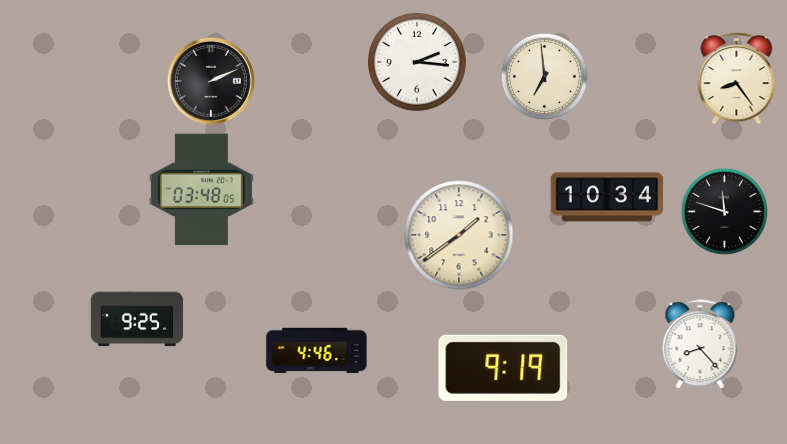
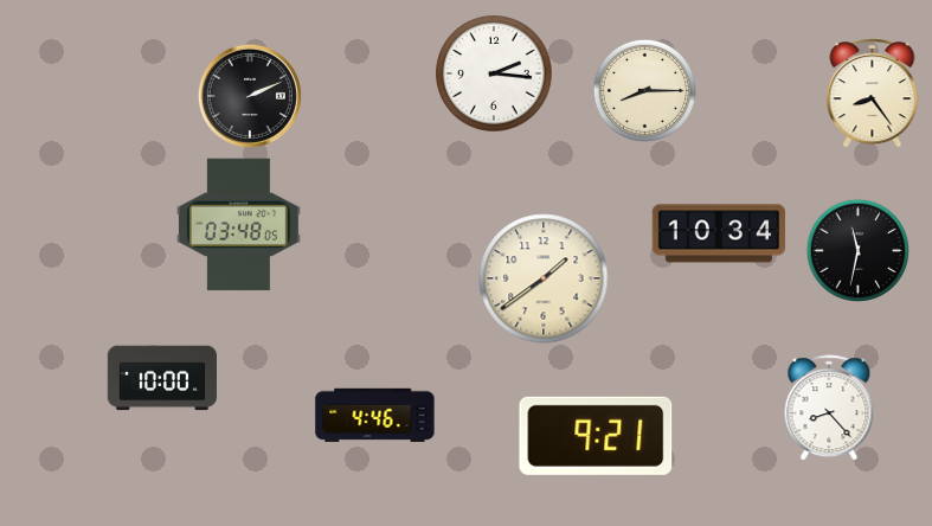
clock at (544, 76): 6:59 -> 8:15
clock at (724, 211): 11:48 -> 11:32
clock at (136, 319): 9:25 -> 10:00
clock at (503, 368): 9:19 -> 9:21
